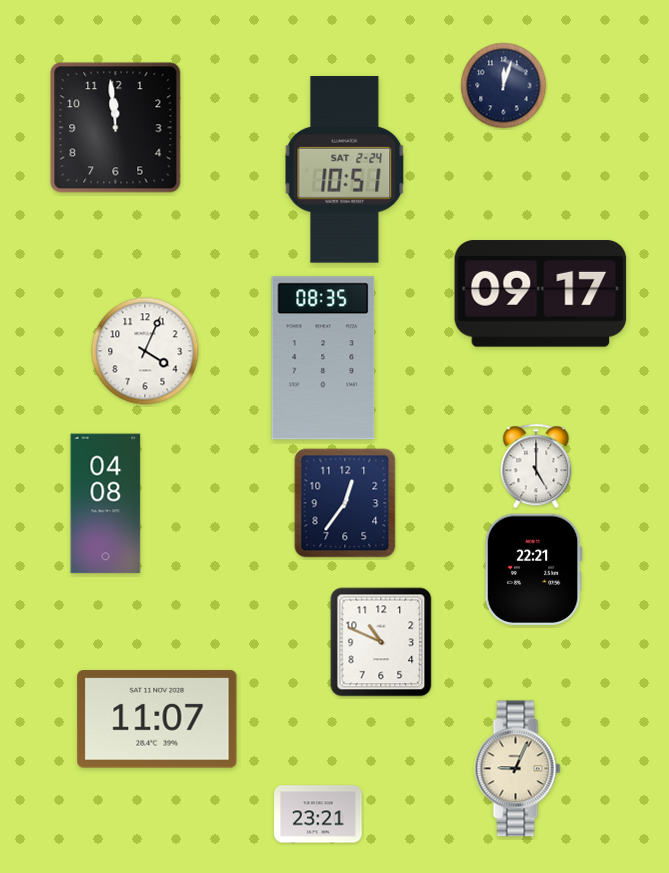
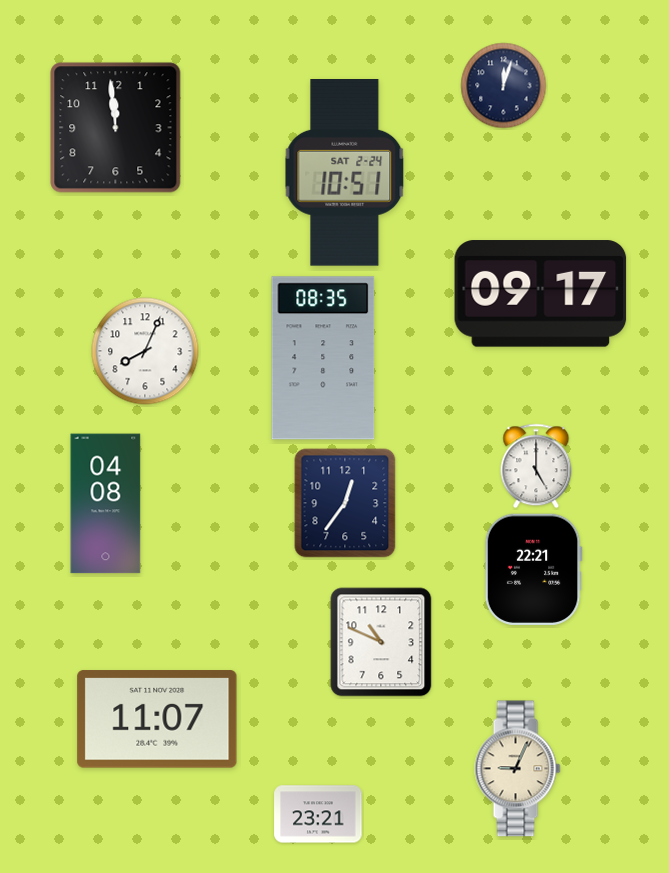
clock at (345, 170) position: (345, 170) -> (345, 173)
clock at (145, 351): 4:04 -> 8:04
